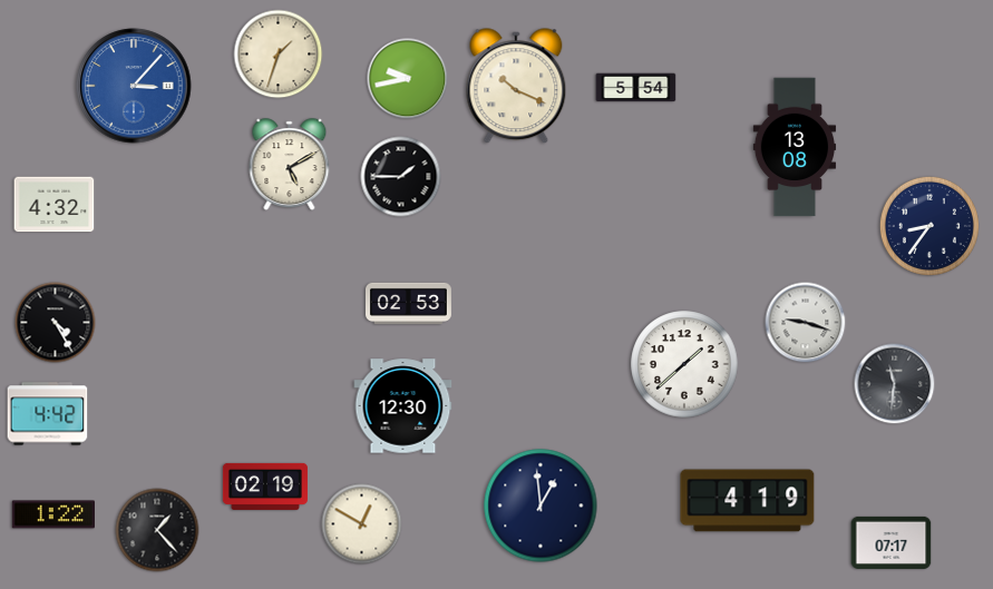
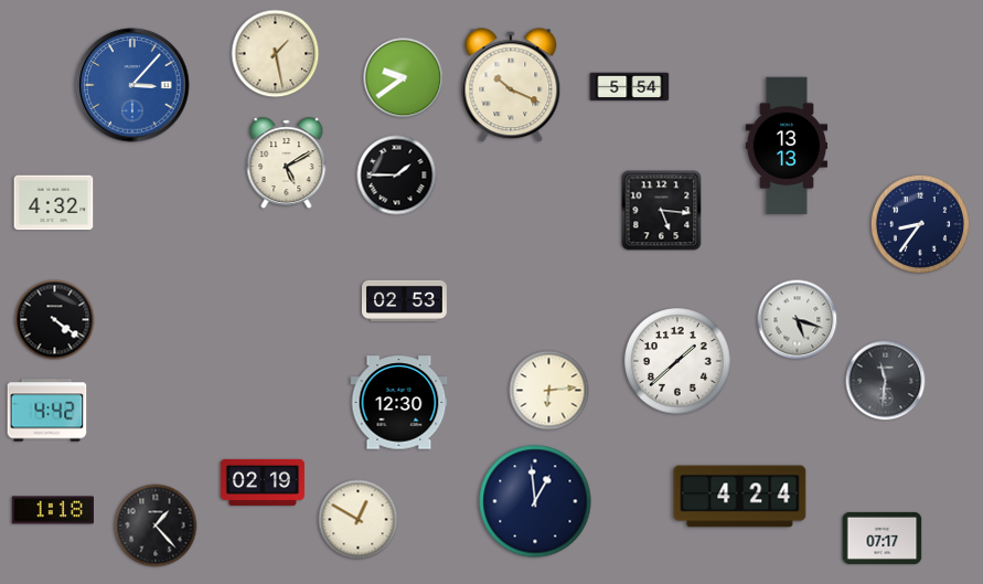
clock at (279, 55): 1:33 -> 1:28
clock at (408, 79): 9:43 -> 9:39
clock at (795, 147): 13:08 -> 13:13
clock at (662, 211): none -> 5:16
clock at (56, 323): 4:25 -> 4:21
clock at (806, 323): 9:18 -> 5:18
clock at (549, 391): none -> 6:14
clock at (748, 501): 4:19 -> 4:24
clock at (52, 514): 1:22 -> 1:18
